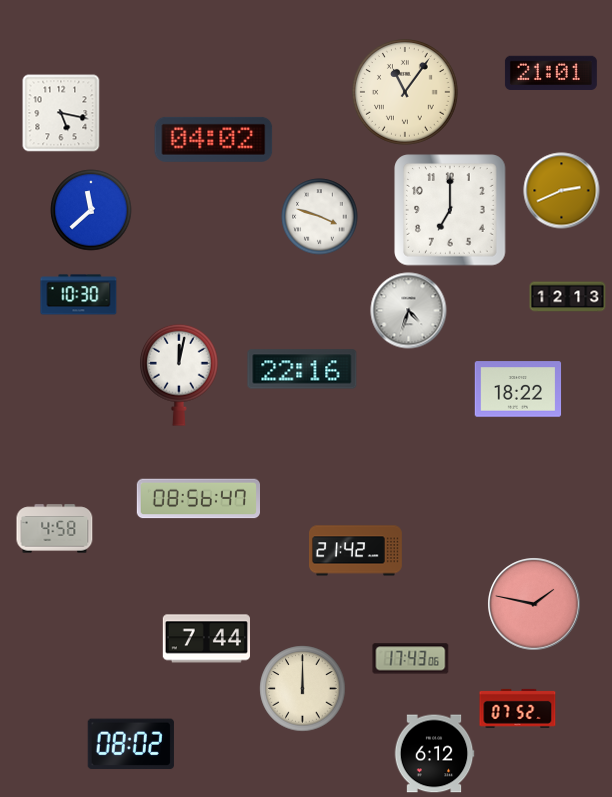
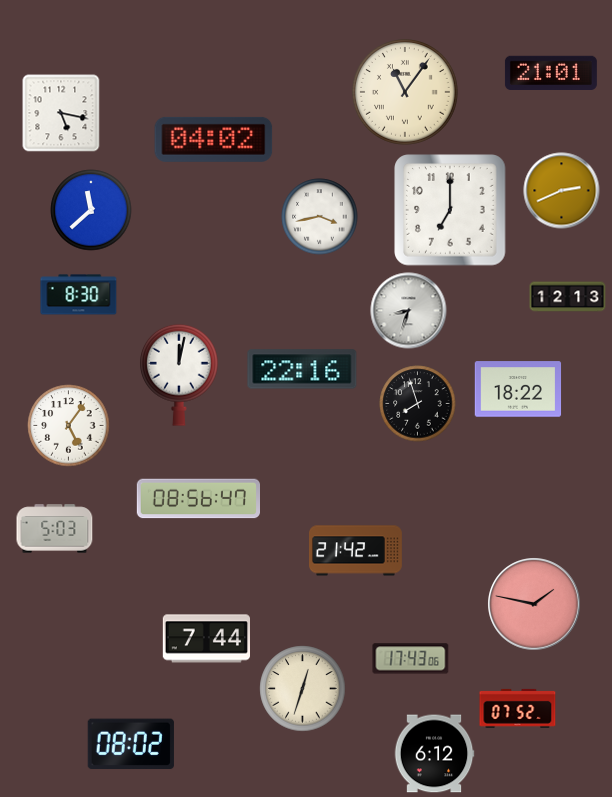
clock at (320, 217): 3:48 -> 3:43
clock at (79, 295): 10:30 -> 8:30
clock at (409, 311): 4:33 -> 8:33
clock at (418, 404): none -> 7:57
clock at (69, 426): none -> 5:06
clock at (55, 529): 4:58 -> 5:03
clock at (303, 689): 12:00 -> 12:33
